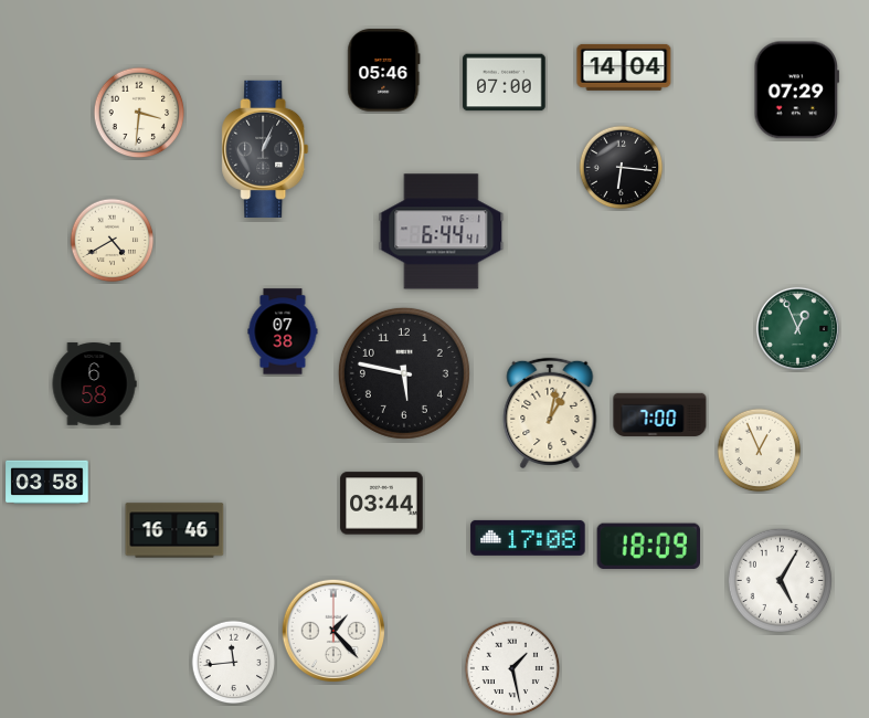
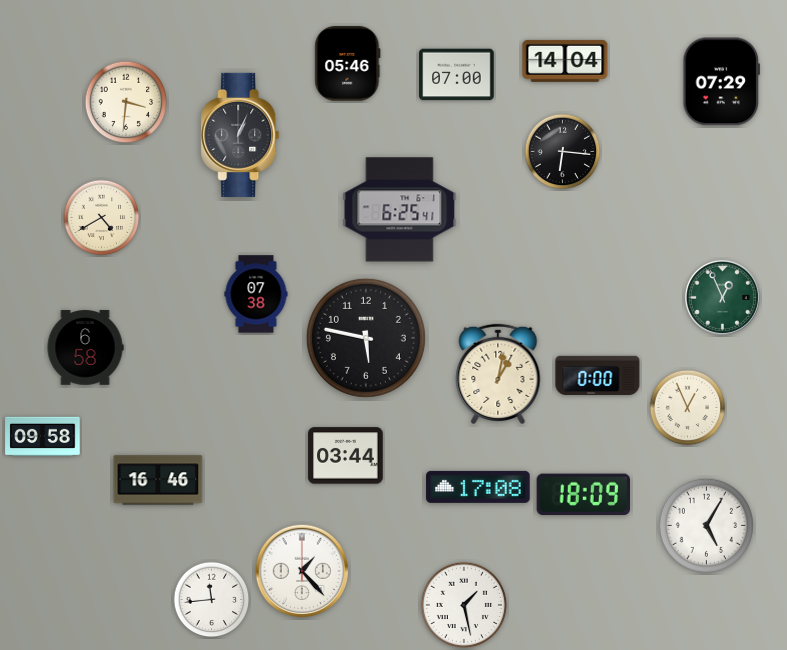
clock at (442, 232): 6:44 -> 6:25
clock at (283, 331) position: (283, 331) -> (256, 294)
clock at (660, 414): 7:00 -> 0:00
clock at (47, 483): 03:58 -> 09:58
clock at (648, 547) position: (648, 547) -> (583, 495)
